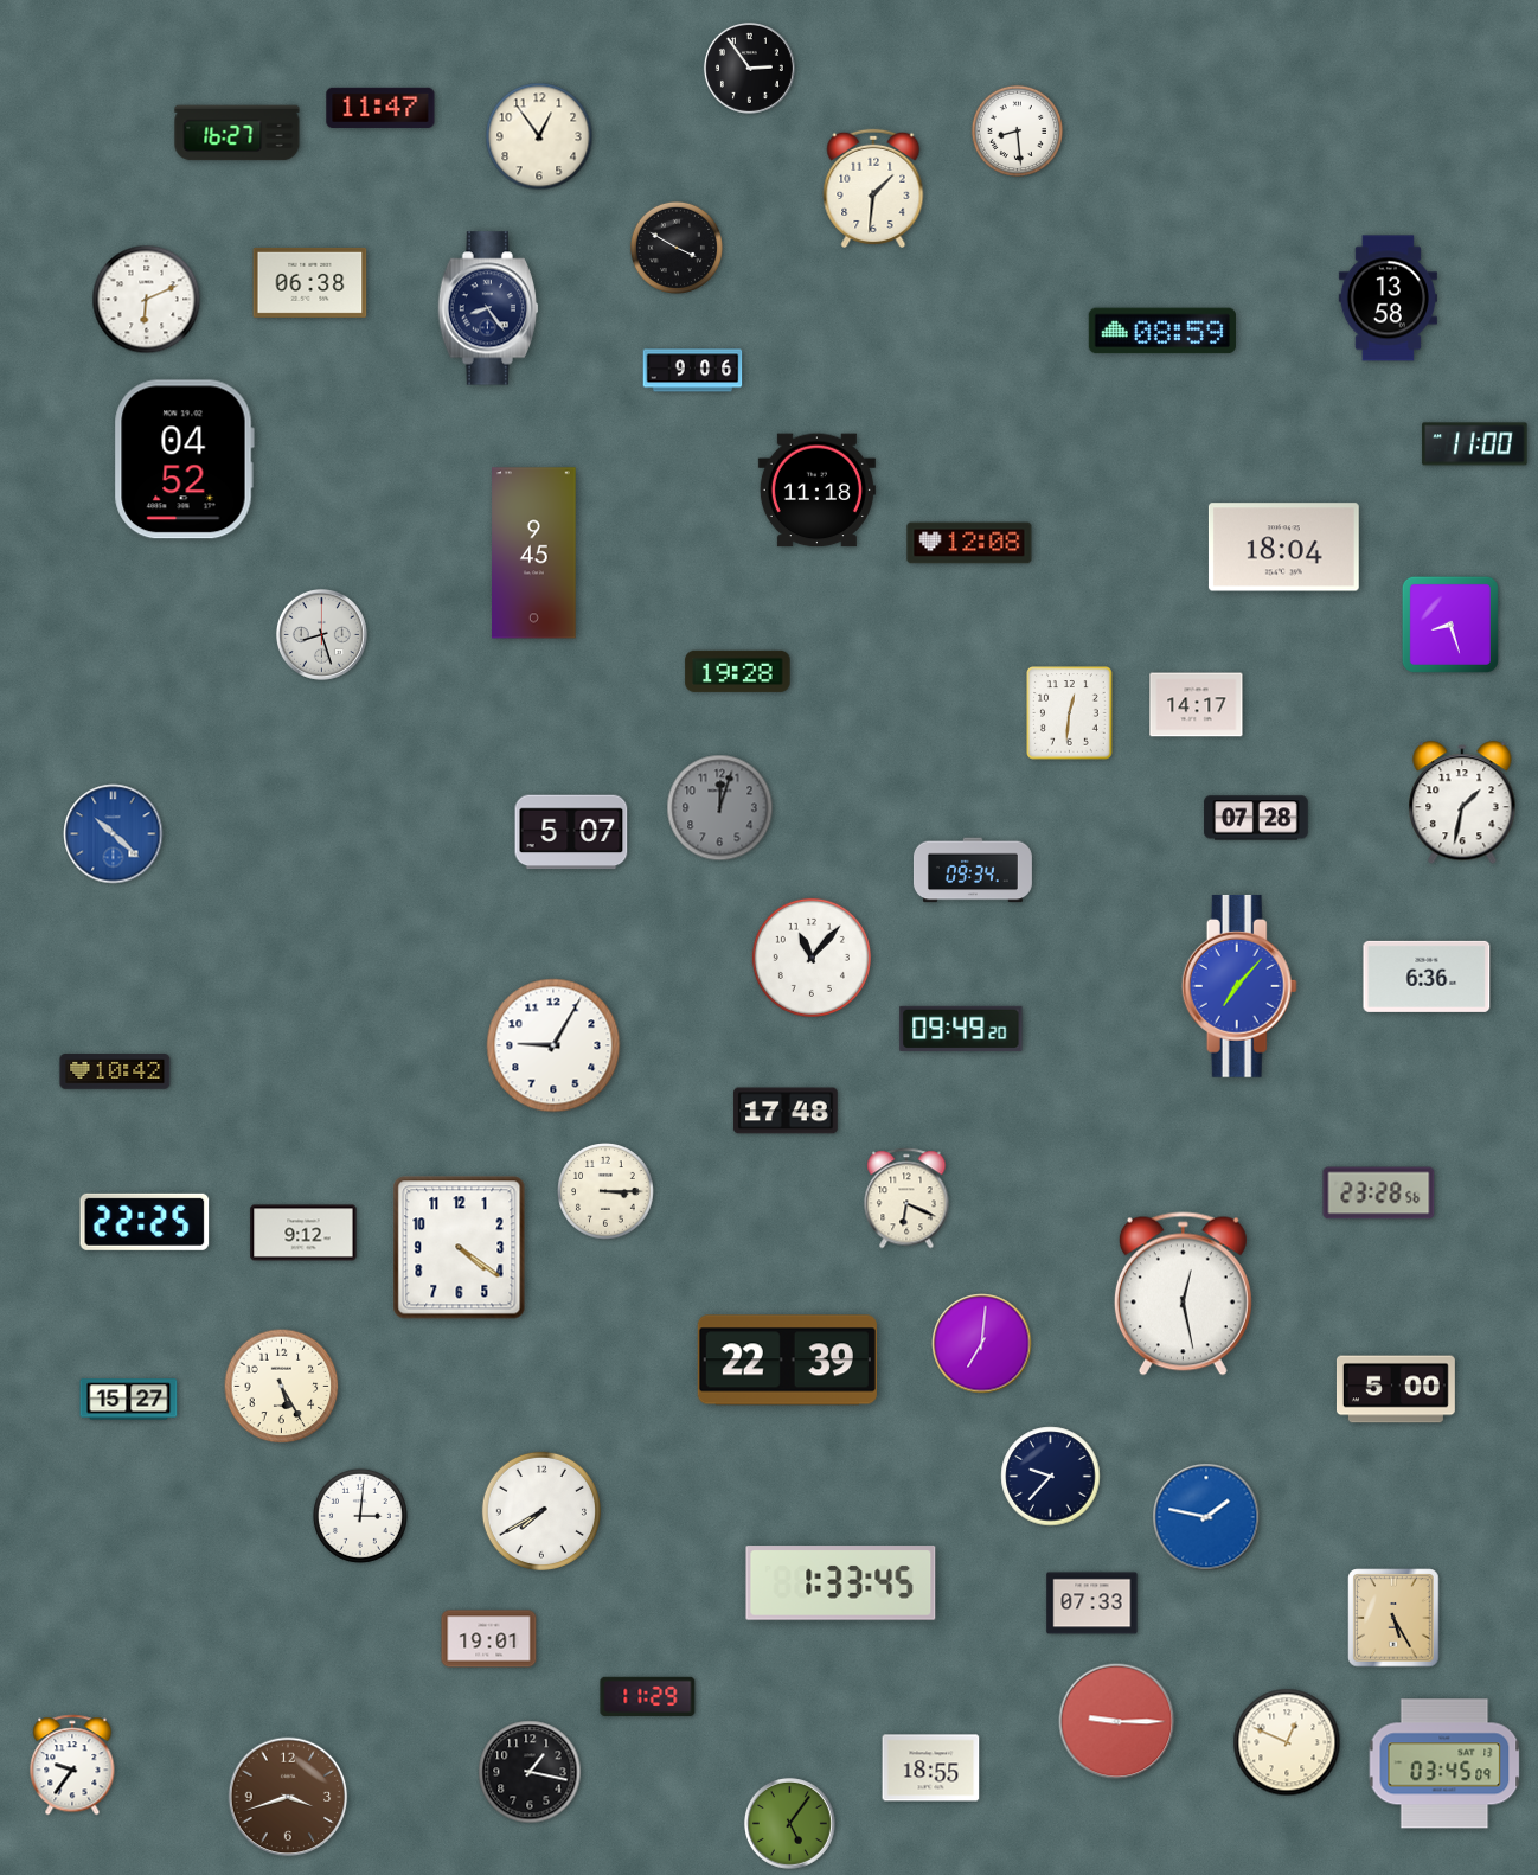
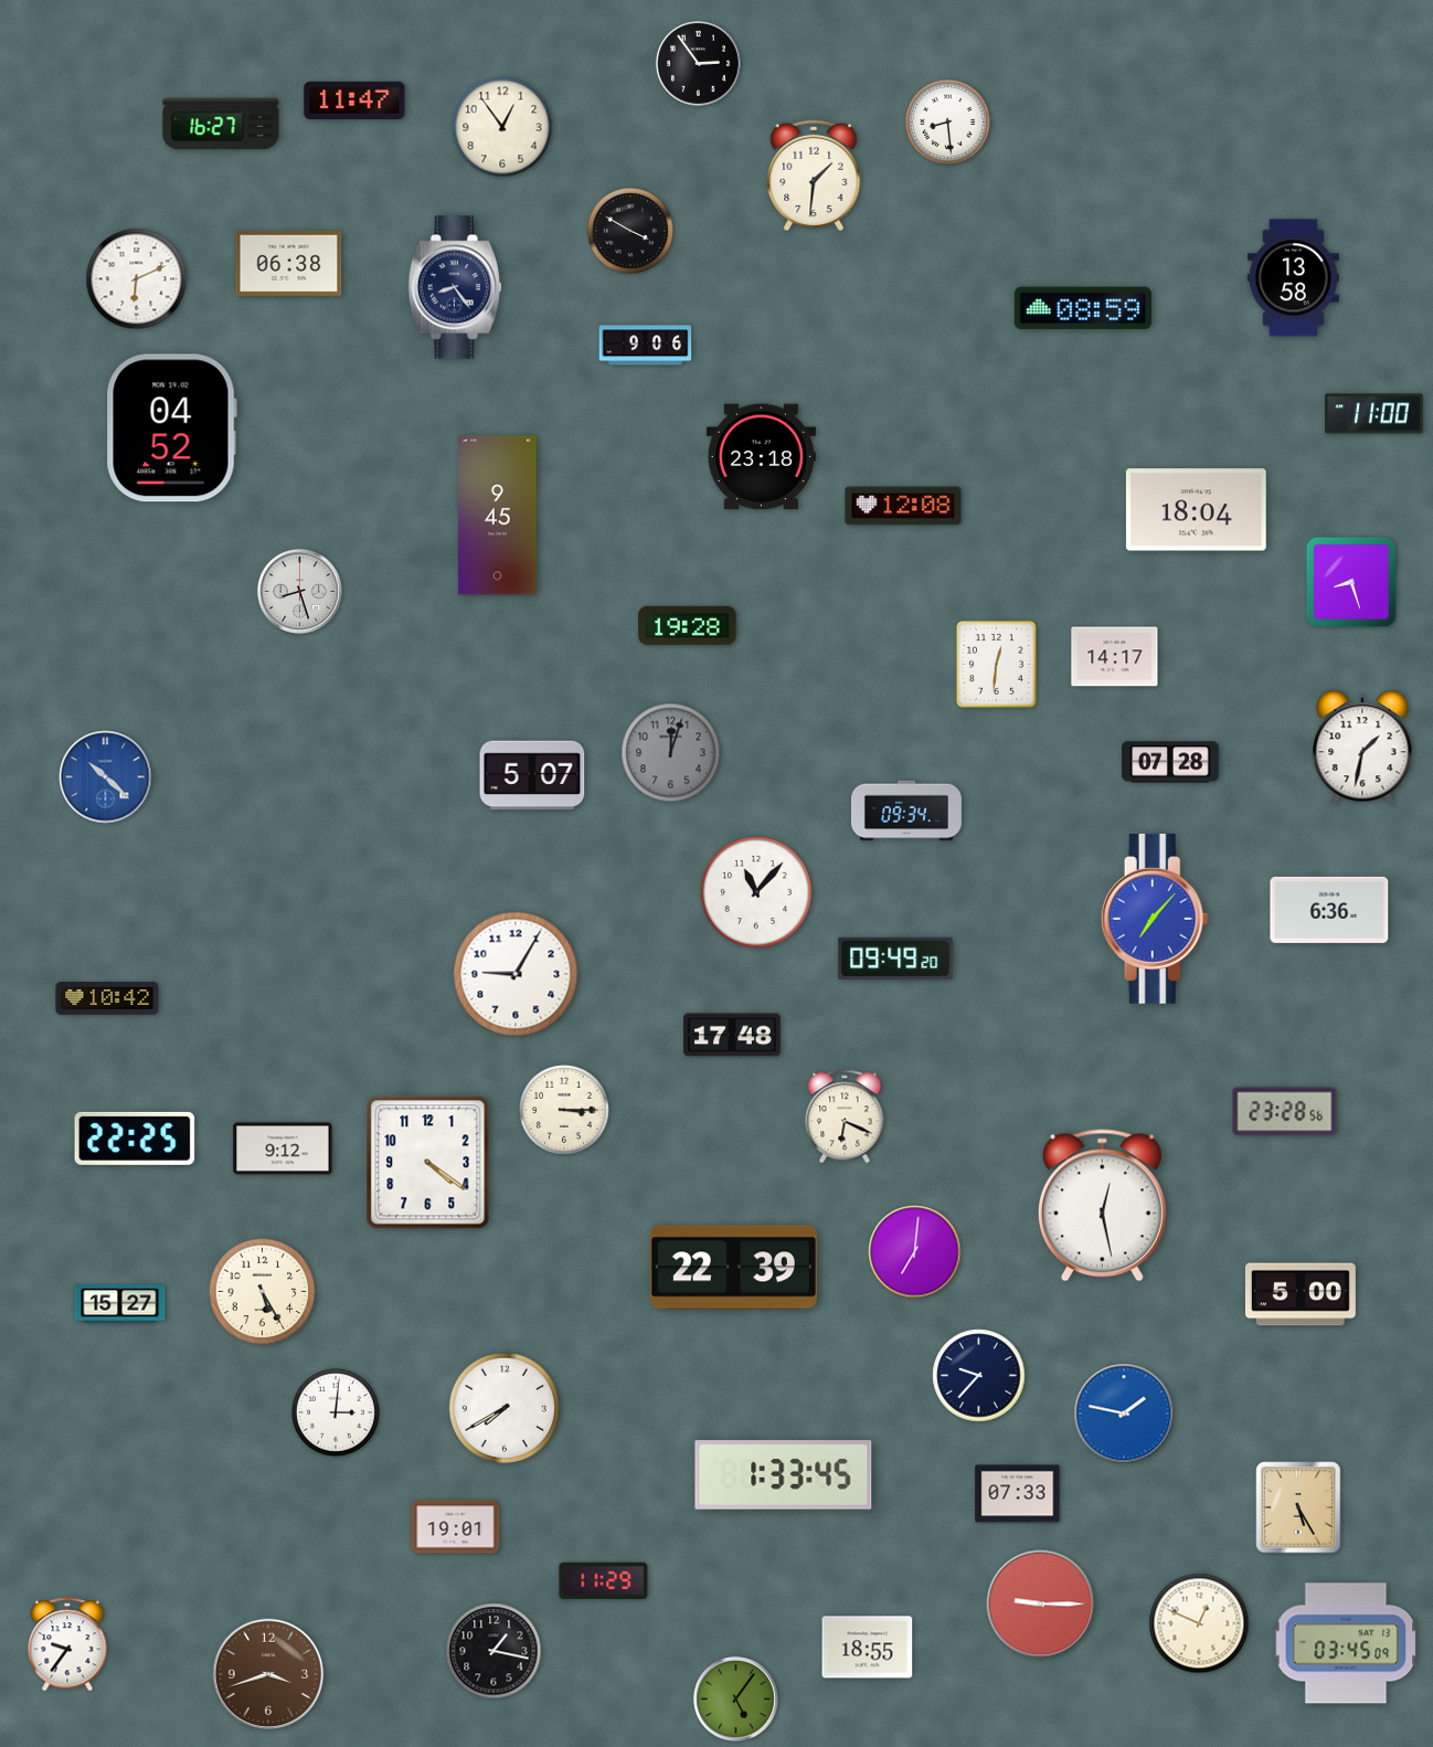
clock at (816, 491): 11:18 -> 23:18
